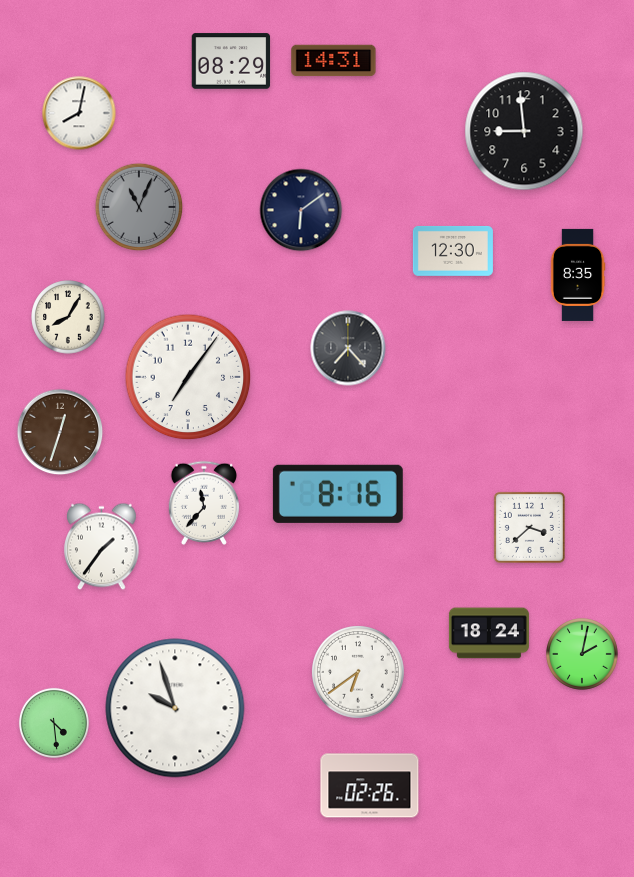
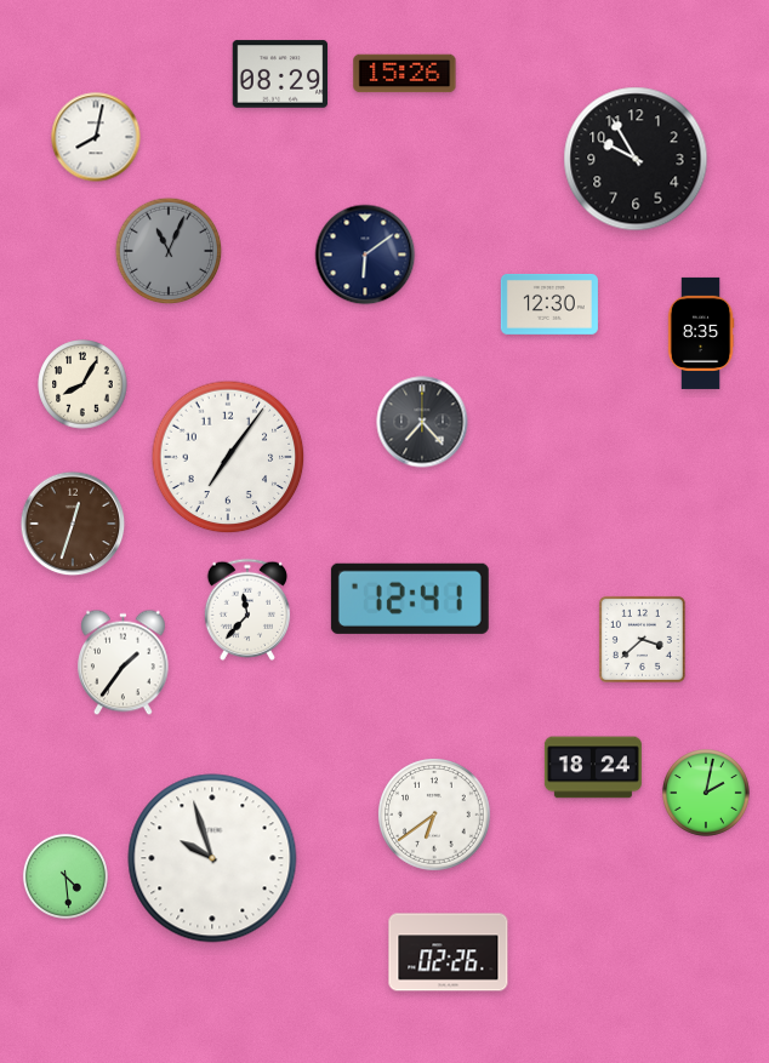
clock at (334, 61): 14:31 -> 15:26
clock at (524, 131): 8:59 -> 9:55
clock at (338, 494): 8:16 -> 12:41
